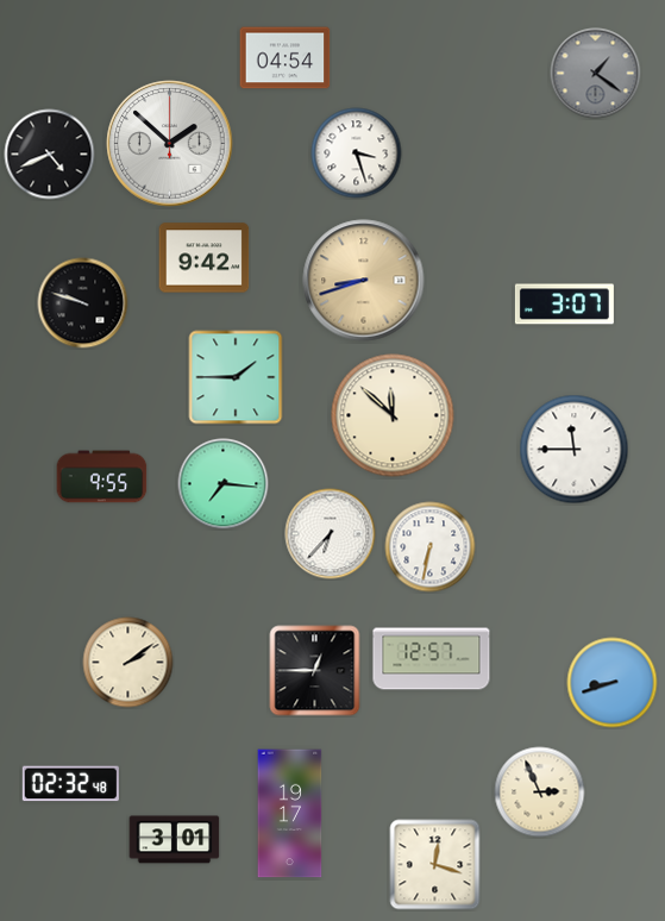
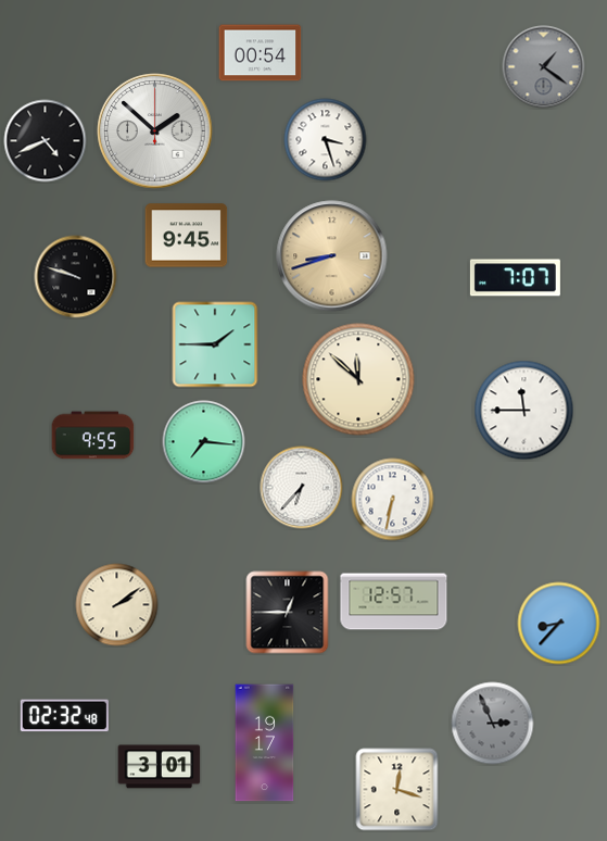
clock at (286, 58): 04:54 -> 00:54
clock at (205, 258): 9:42 -> 9:45
clock at (564, 305): 3:07 -> 7:07
clock at (613, 683): 8:42 -> 8:37
clock at (540, 792) dial: cream -> grey
